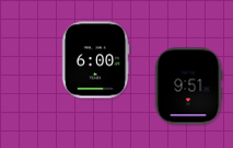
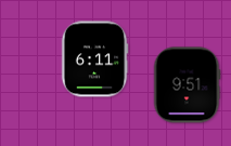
clock at (95, 60): 6:00 -> 6:11
